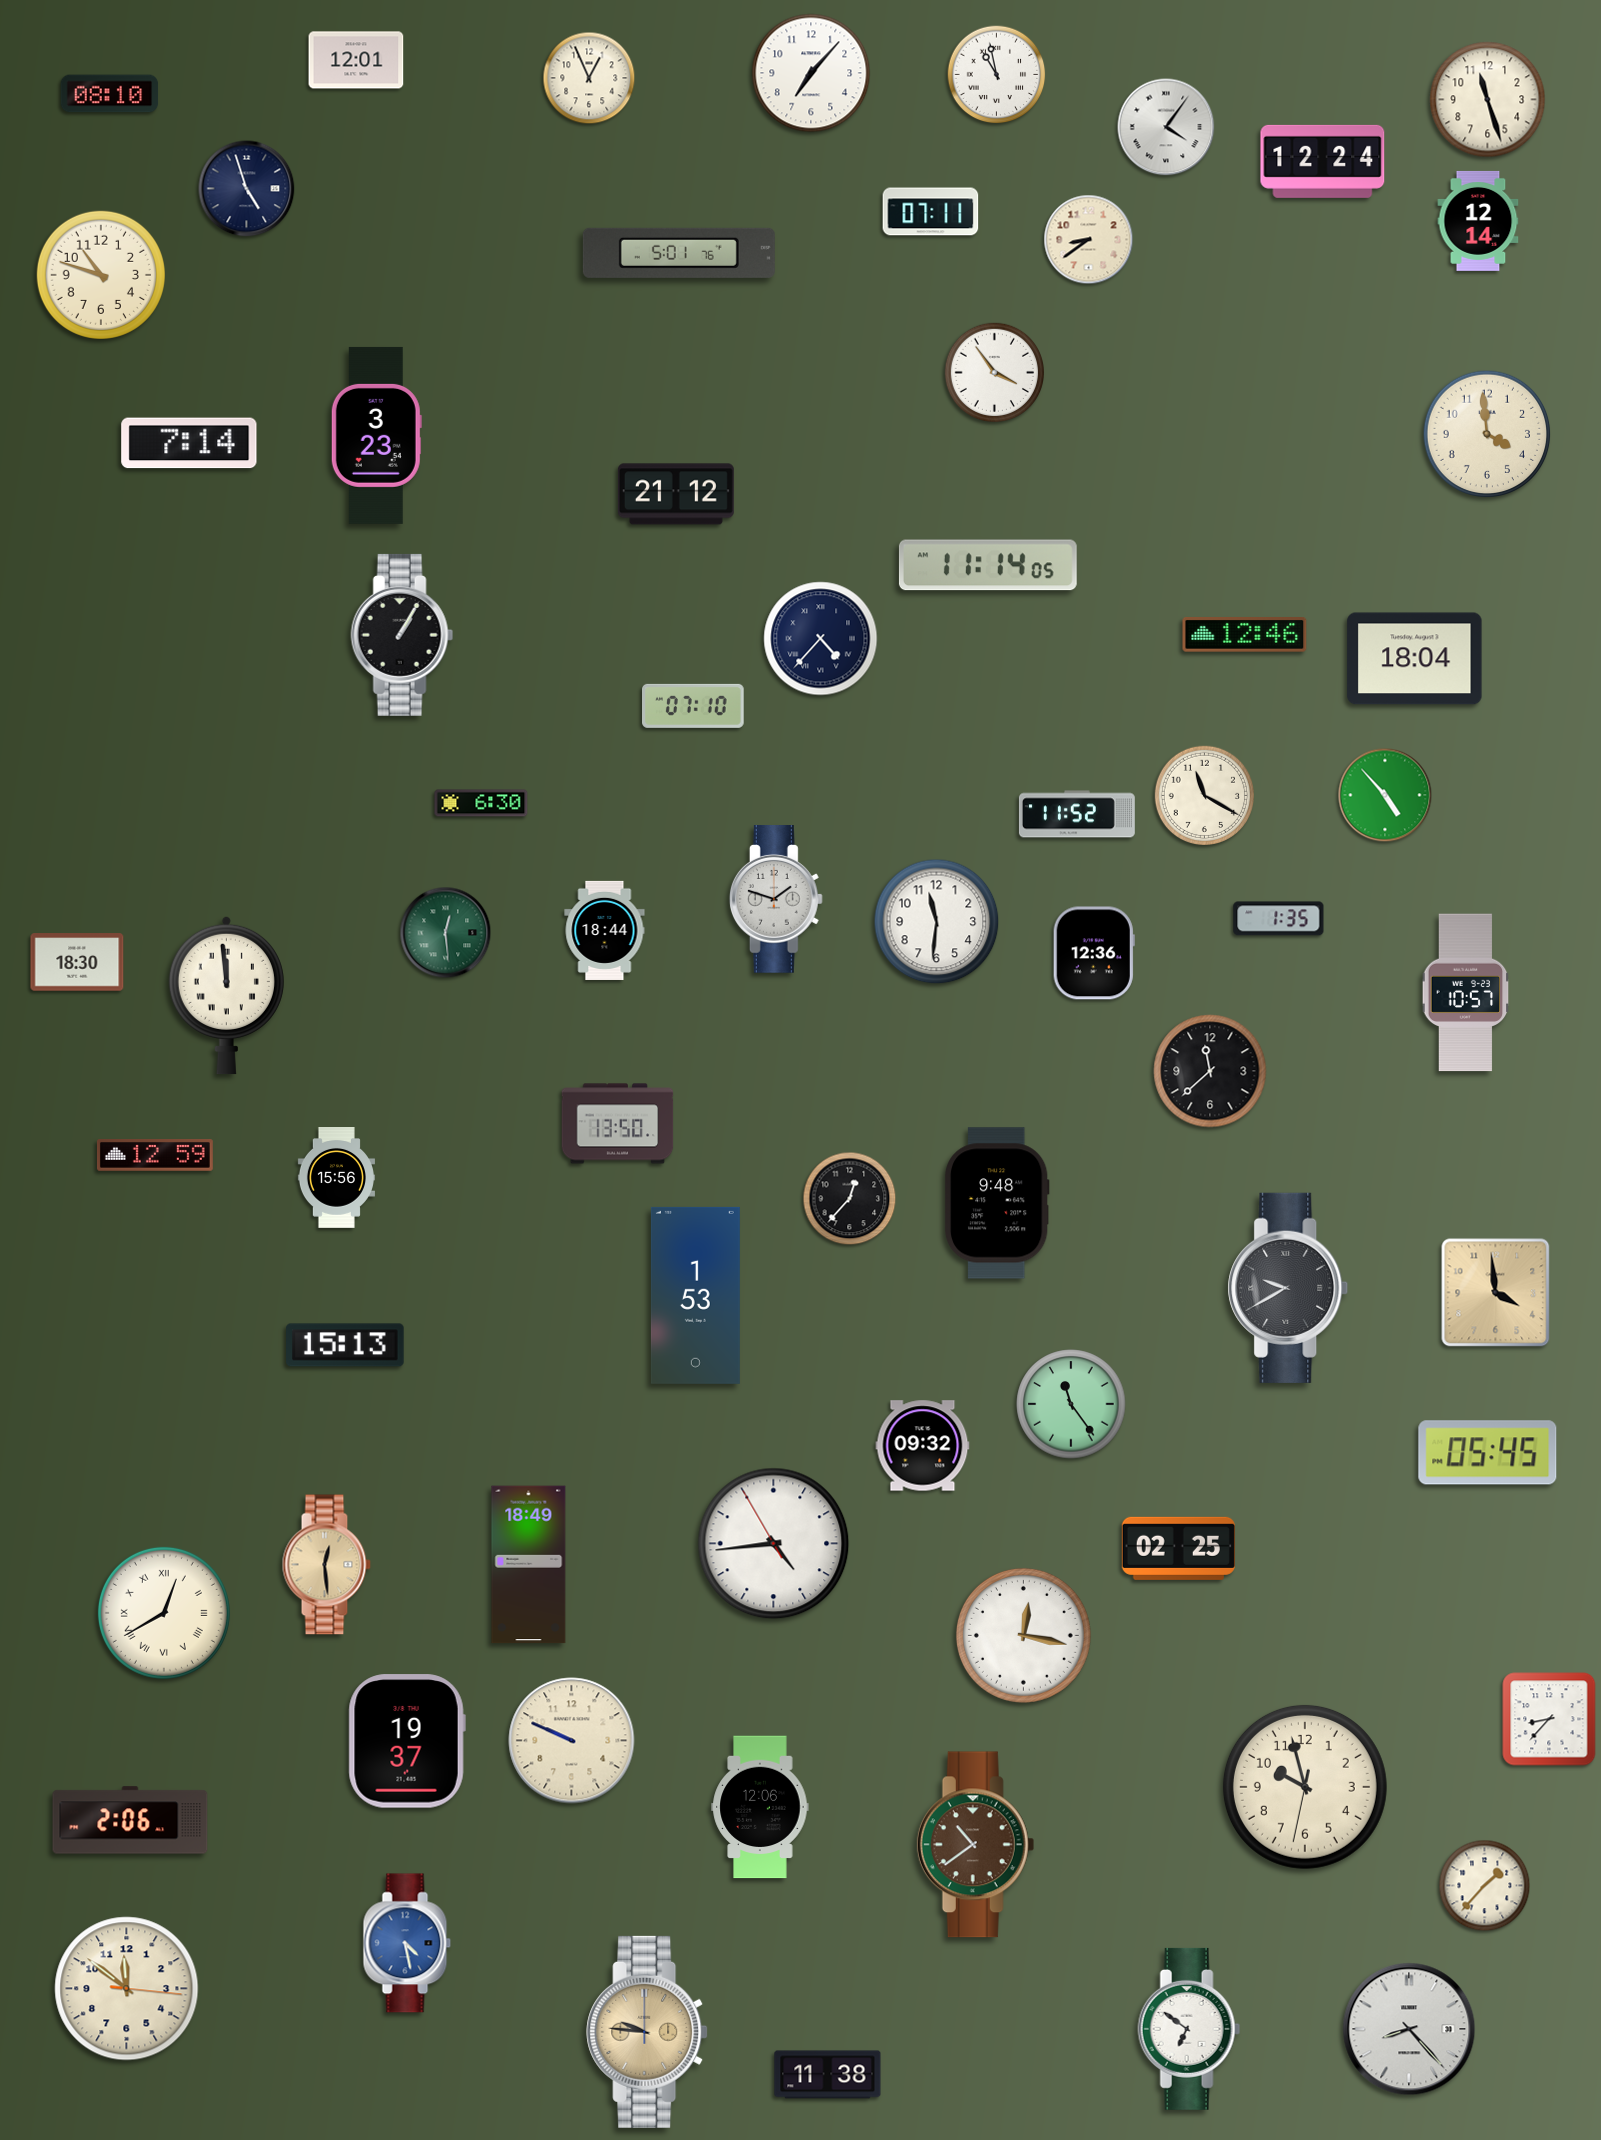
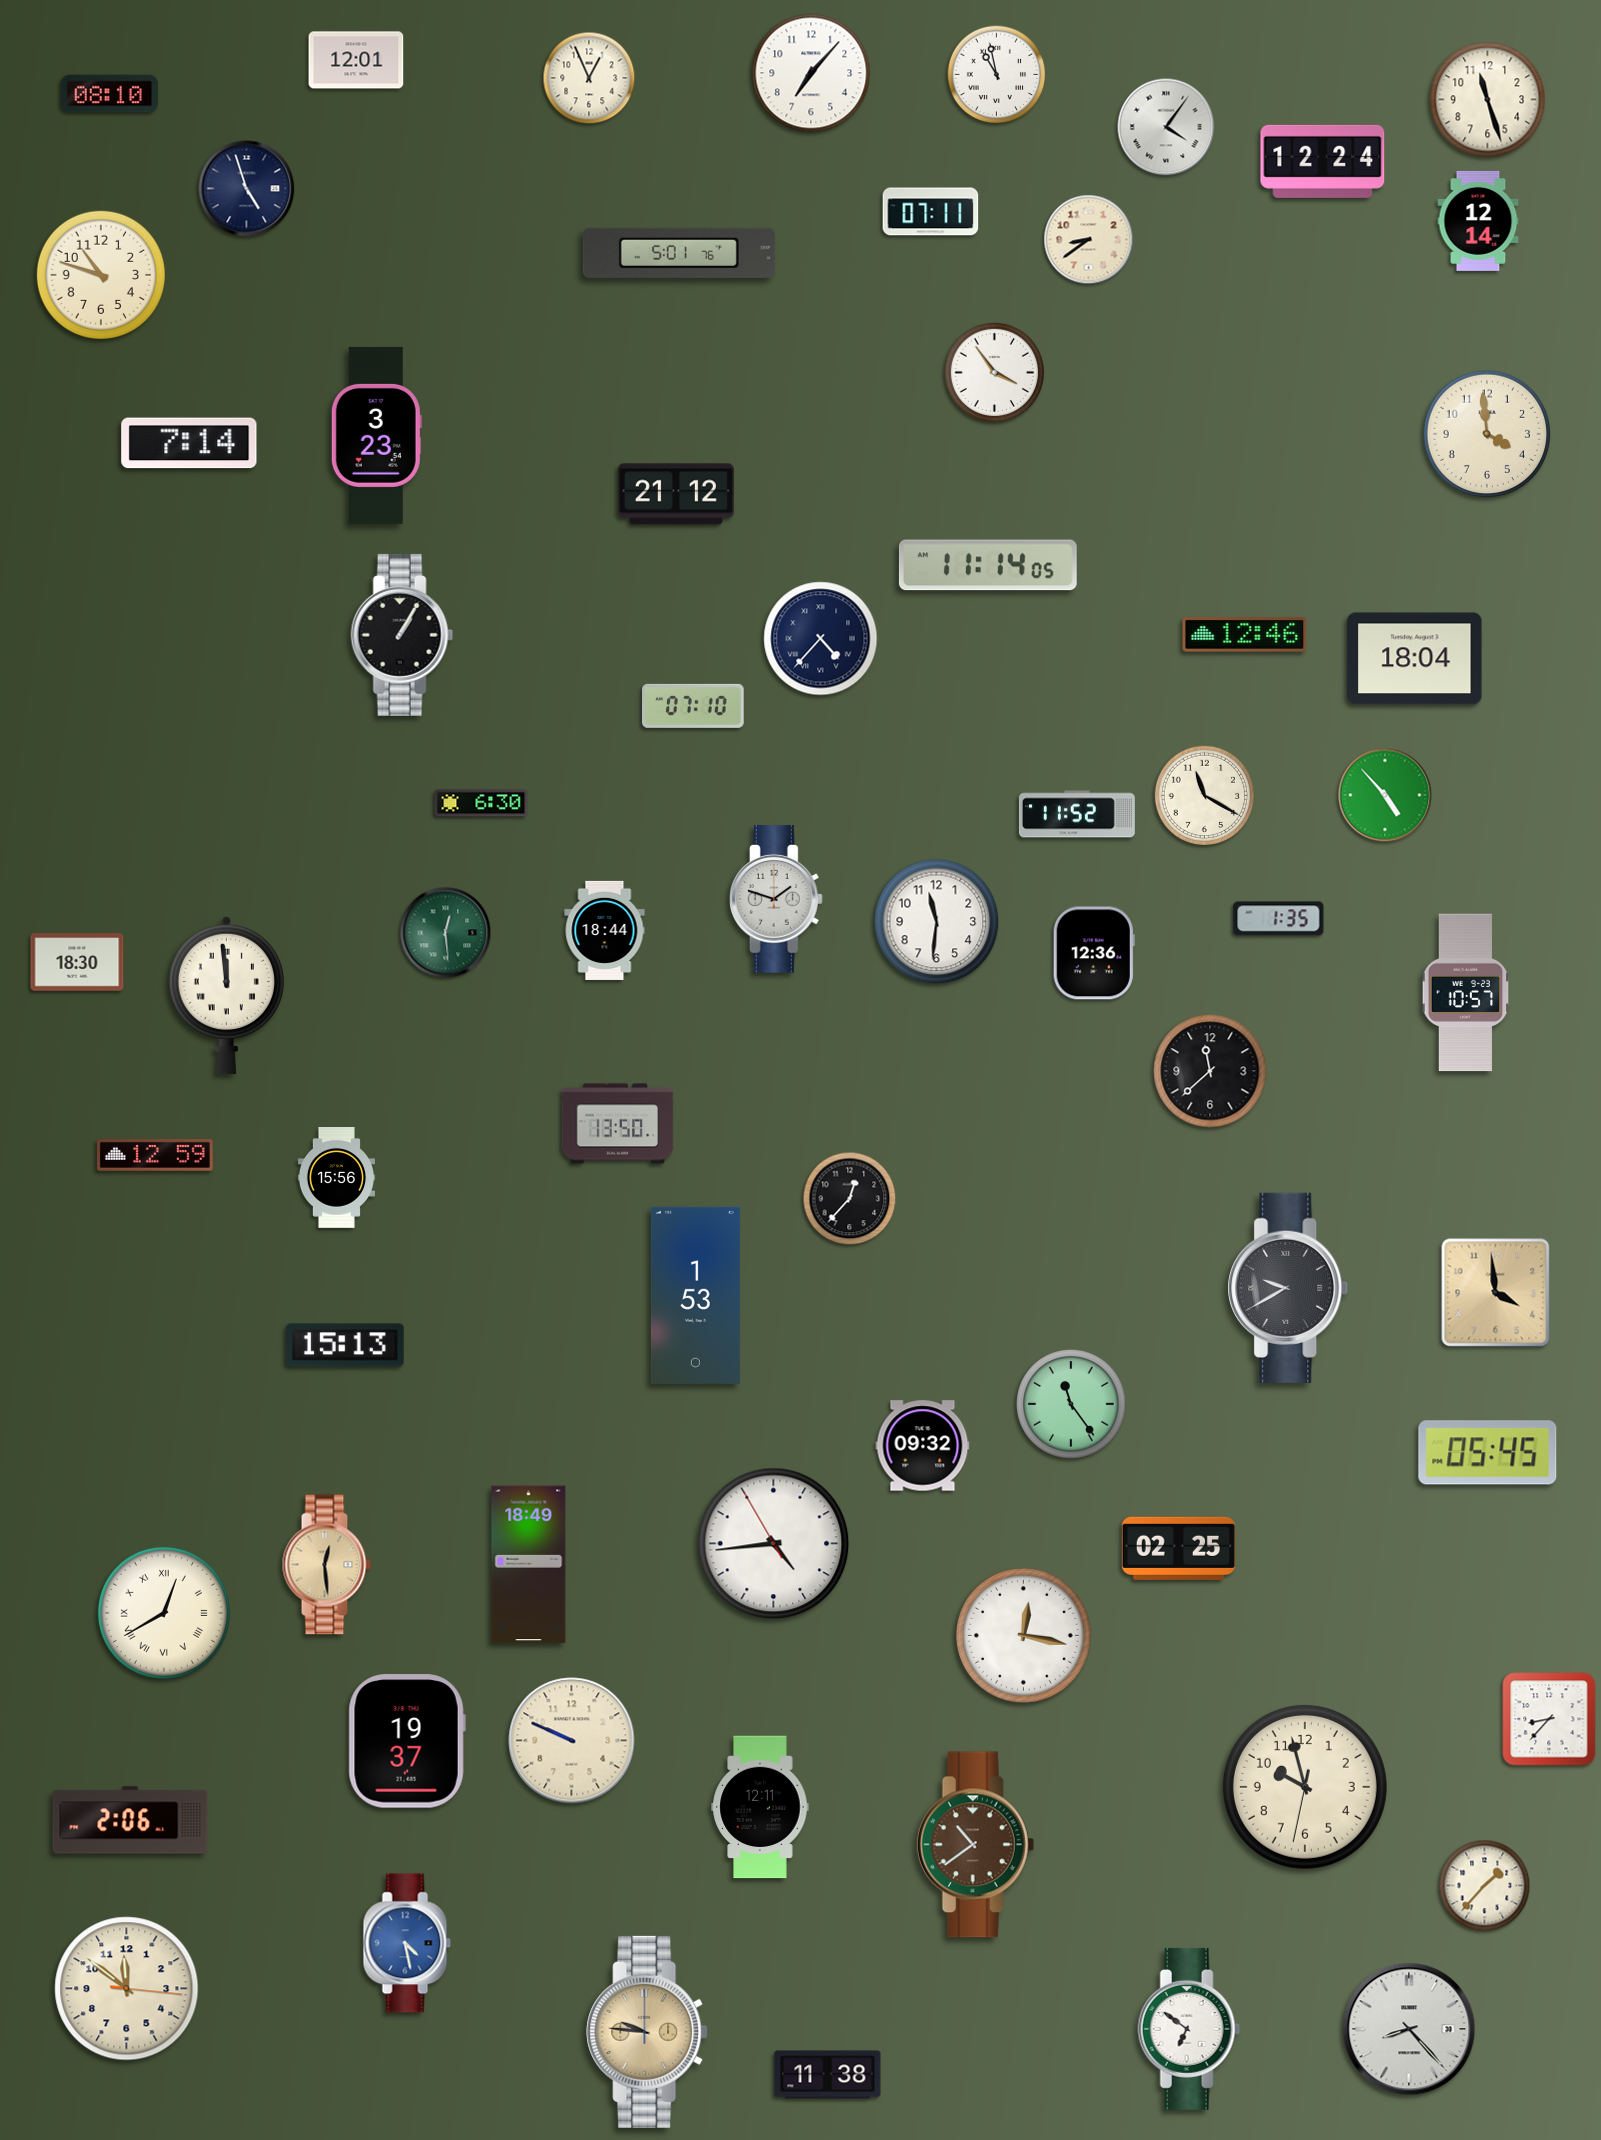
clock at (997, 1203): 9:48 -> none
clock at (760, 1807): 12:06 -> 12:11
